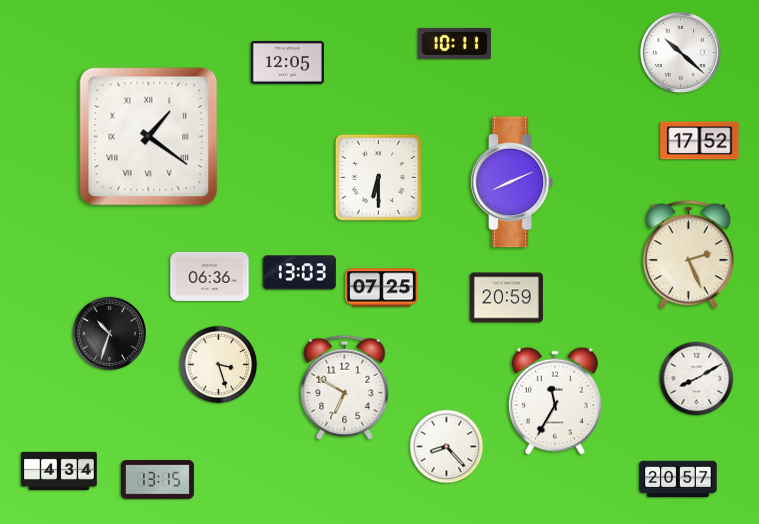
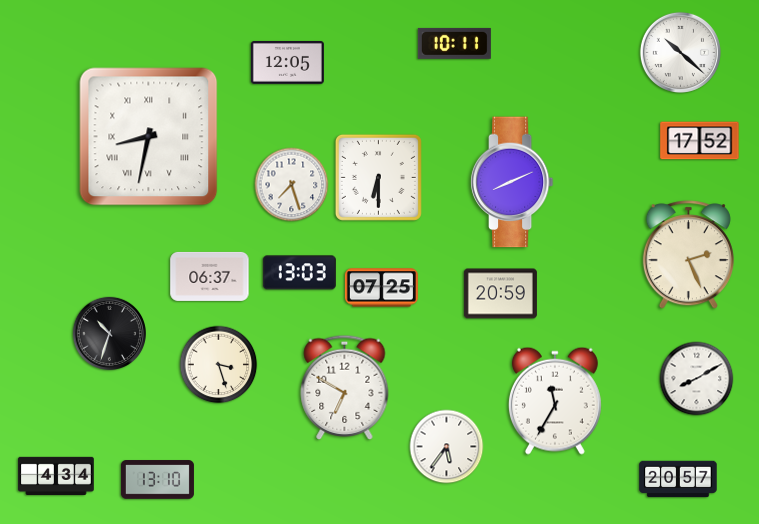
clock at (149, 137): 1:21 -> 8:32
clock at (292, 185): none -> 7:27
clock at (210, 276): 06:36 -> 06:37
clock at (506, 298) position: (506, 298) -> (500, 294)
clock at (447, 447): 8:23 -> 5:36
clock at (59, 470) position: (59, 470) -> (56, 475)
clock at (157, 480): 13:15 -> 13:10
